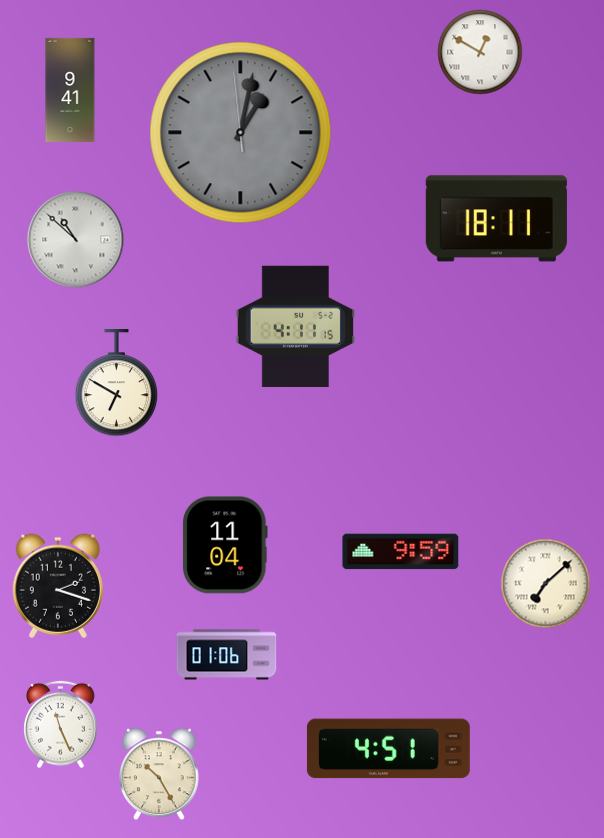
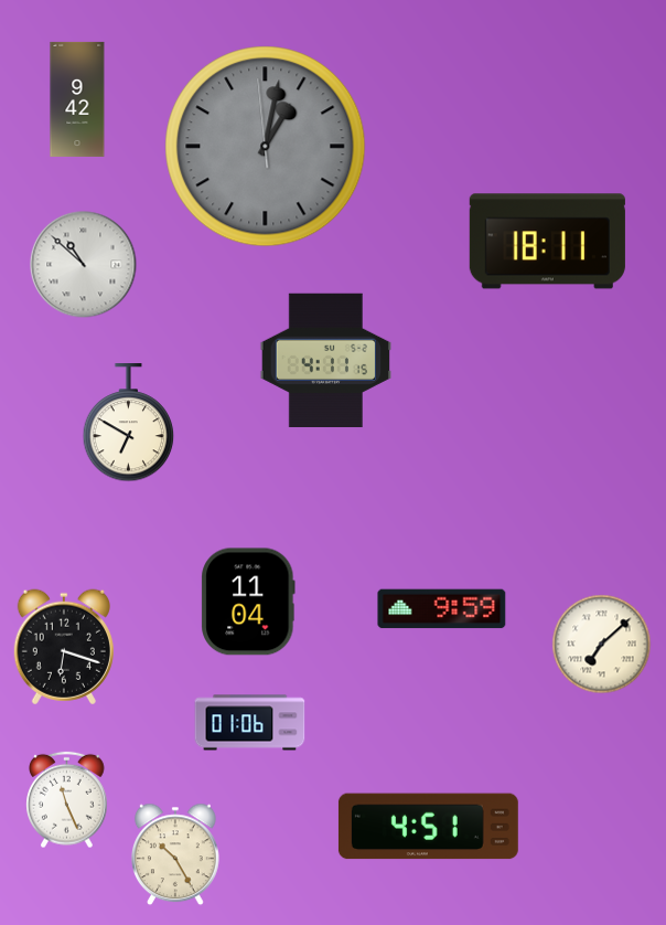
clock at (480, 52): 12:50 -> none
clock at (70, 90): 9:41 -> 9:42
clock at (58, 586): 2:18 -> 6:18
